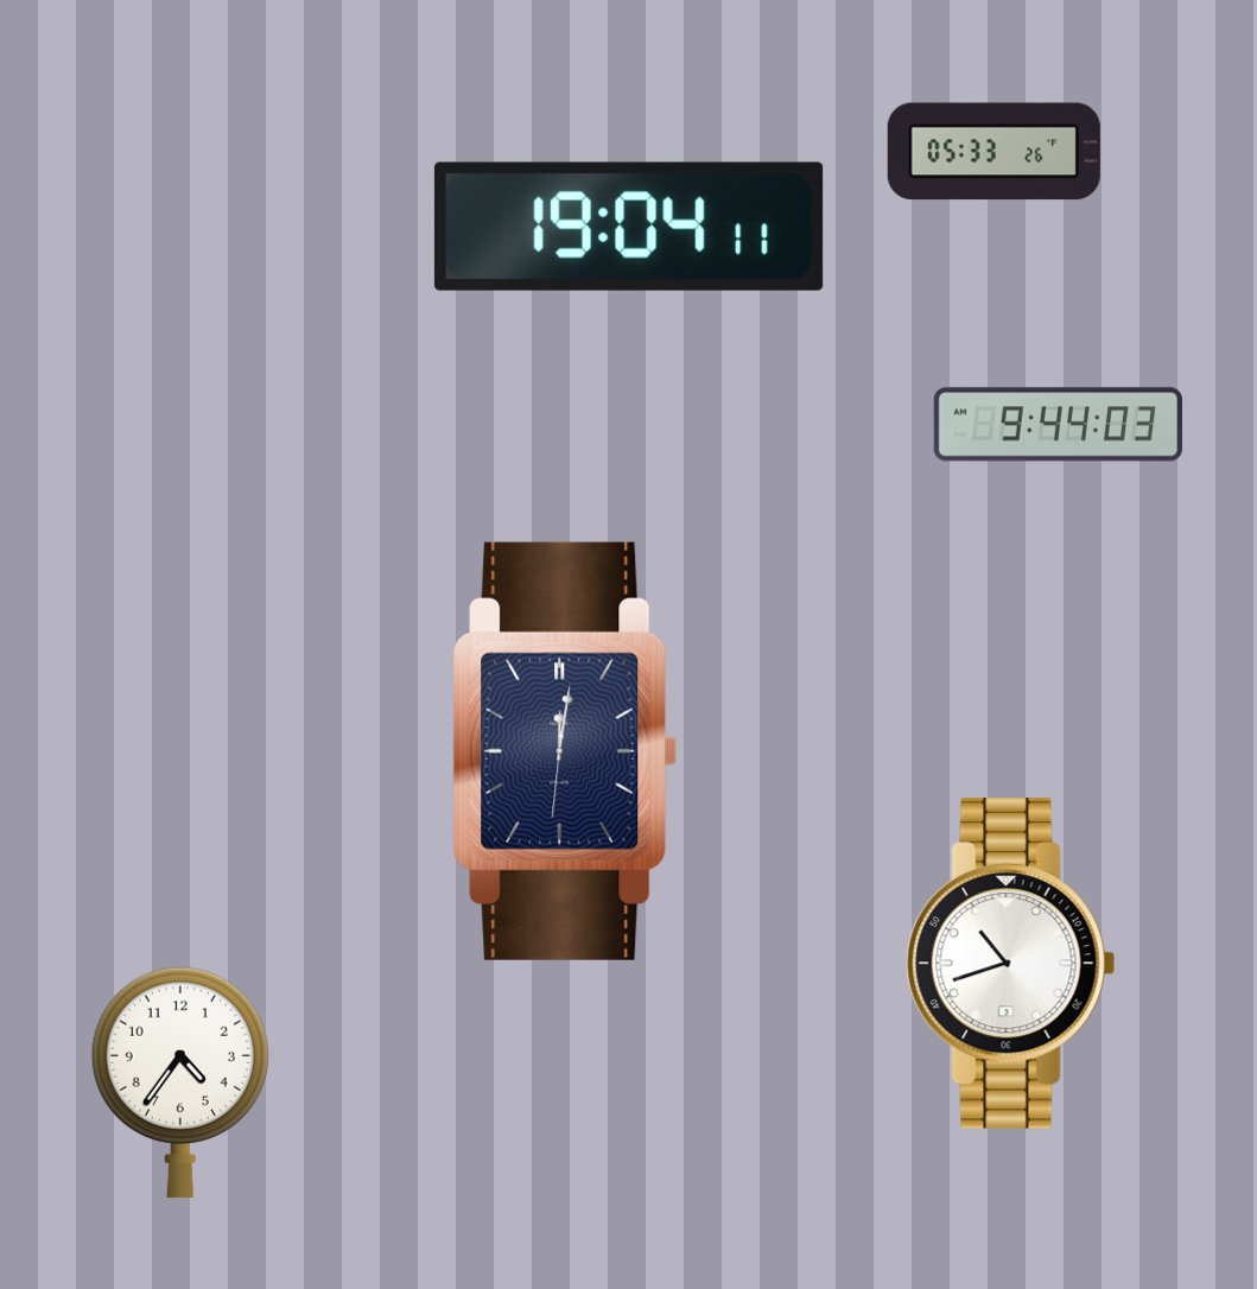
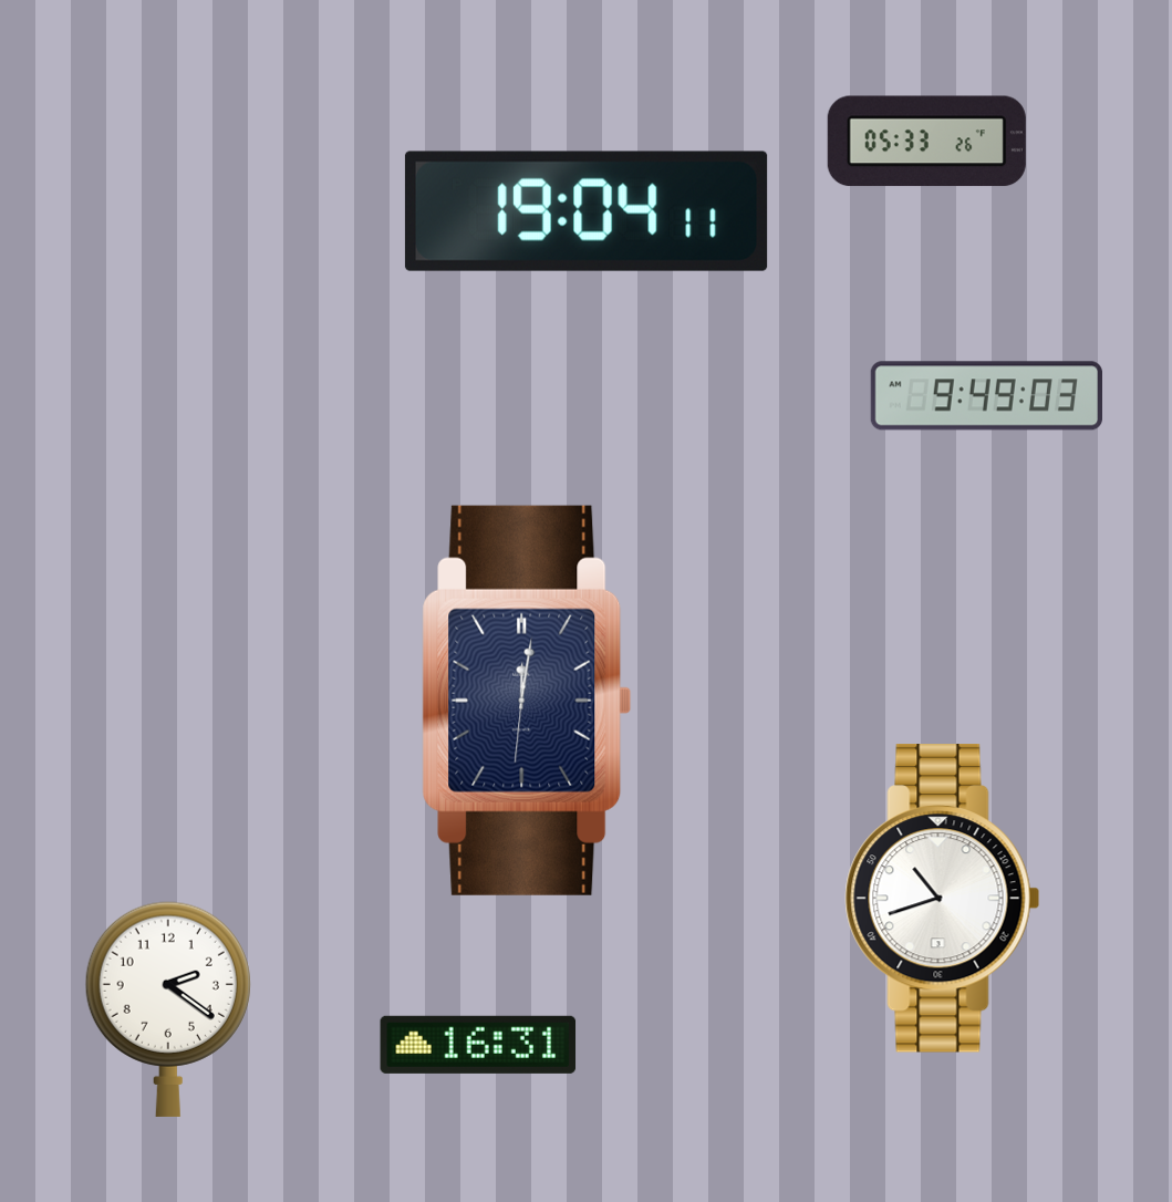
clock at (1058, 425): 9:44 -> 9:49
clock at (180, 1082): 4:36 -> 2:21
clock at (478, 1045): none -> 16:31
